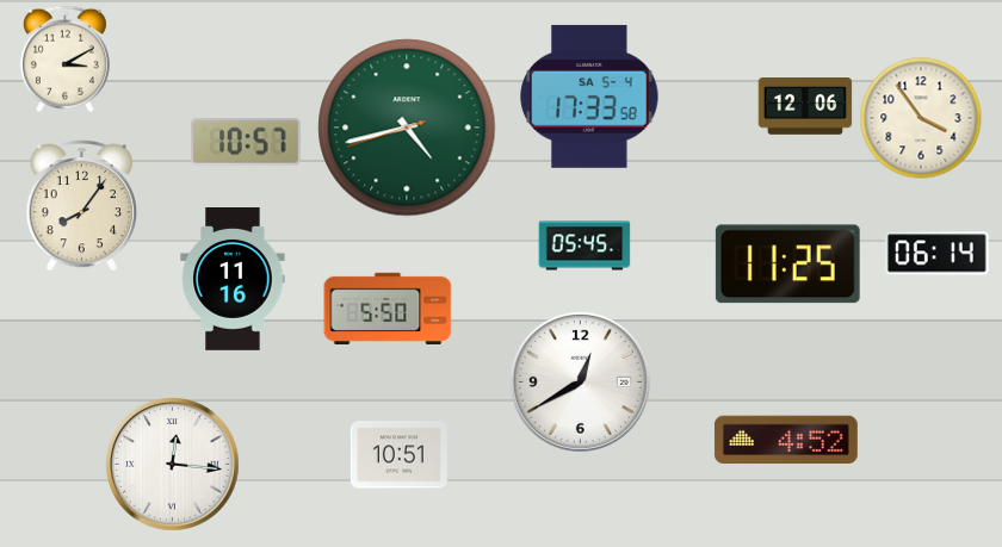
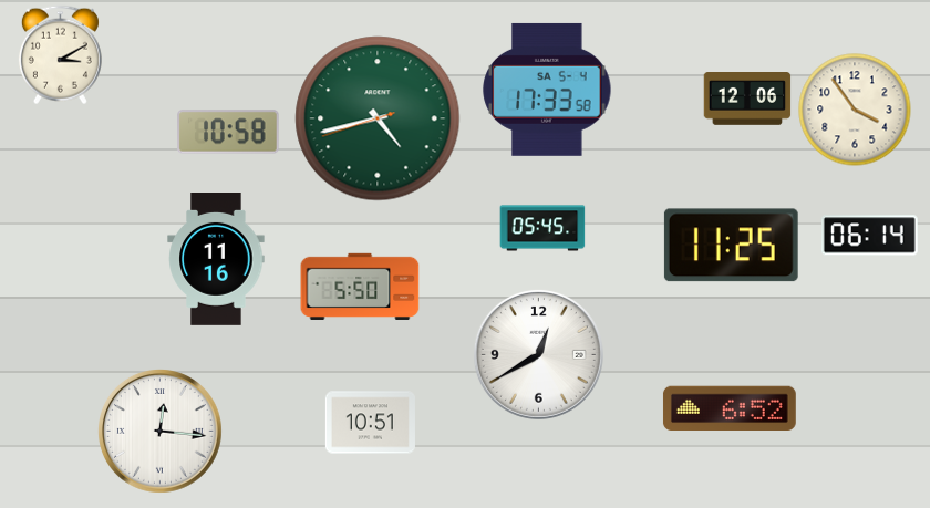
clock at (246, 142): 10:57 -> 10:58
clock at (81, 206): 8:06 -> none
clock at (786, 440): 4:52 -> 6:52
